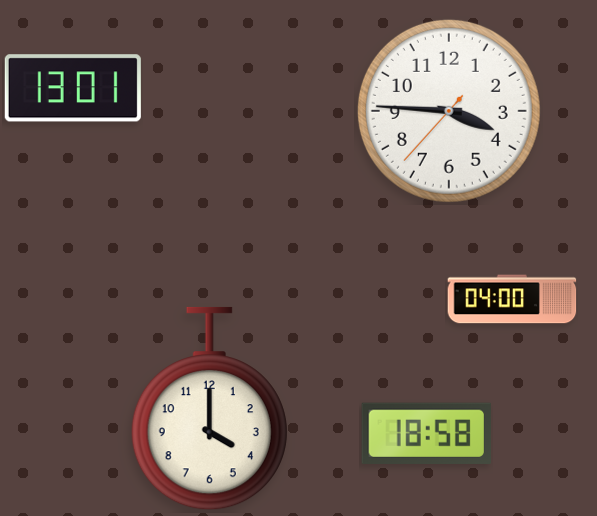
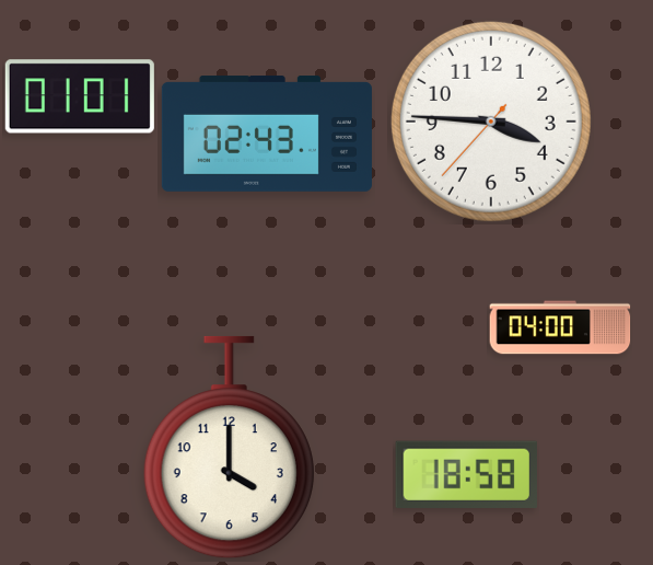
clock at (73, 88): 13:01 -> 01:01
clock at (267, 135): none -> 02:43
